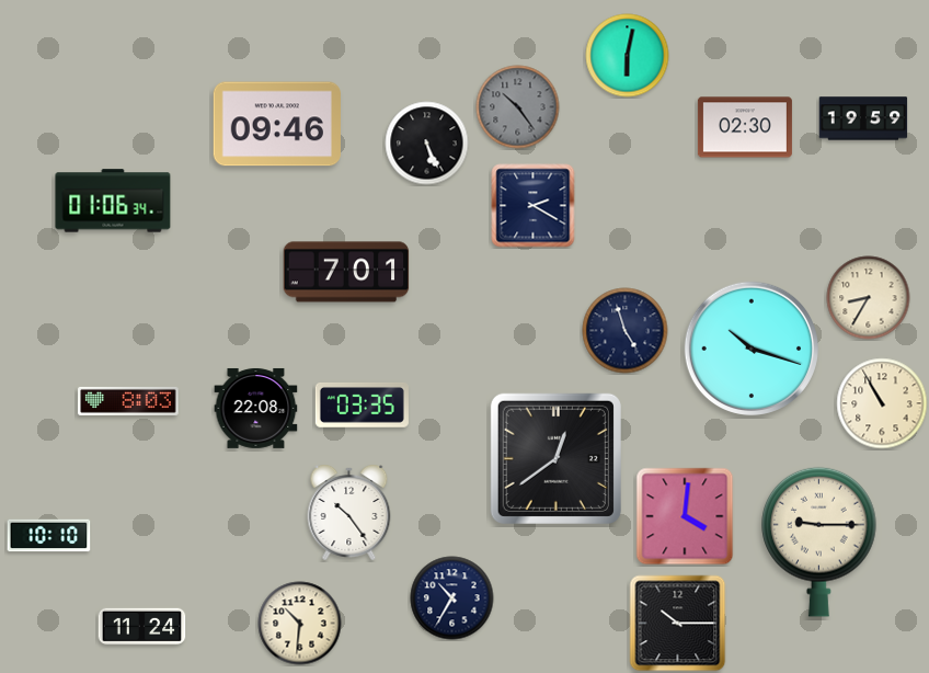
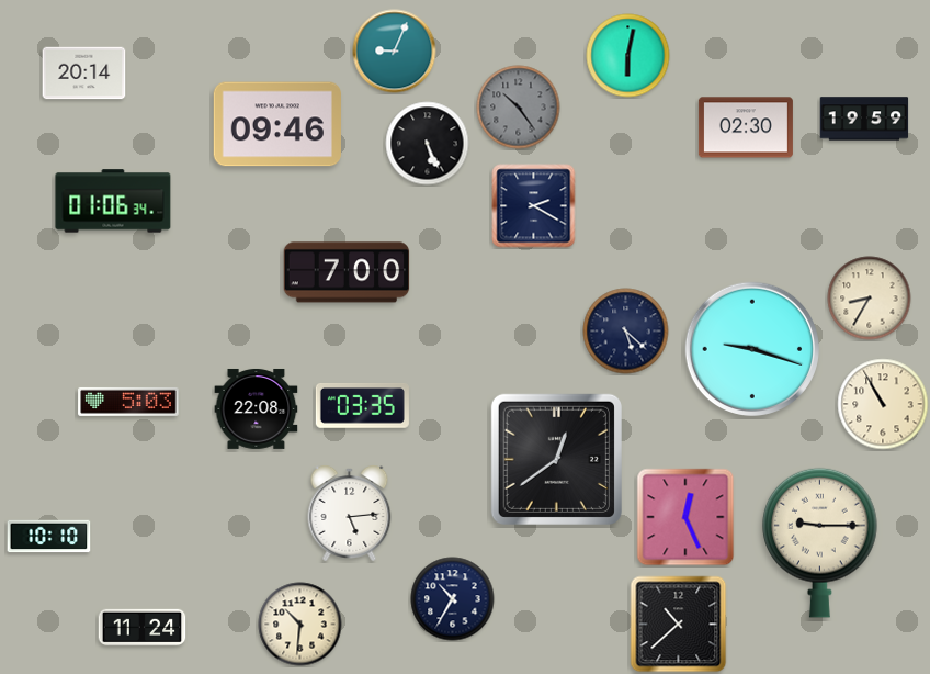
clock at (395, 52): none -> 9:04
clock at (84, 74): none -> 20:14
clock at (346, 272): 7:01 -> 7:00
clock at (626, 331): 4:57 -> 5:22
clock at (752, 349): 10:18 -> 9:18
clock at (128, 401): 8:03 -> 5:03
clock at (349, 513): 10:24 -> 5:14
clock at (685, 516): 4:01 -> 12:26
clock at (678, 624): 10:15 -> 10:38
